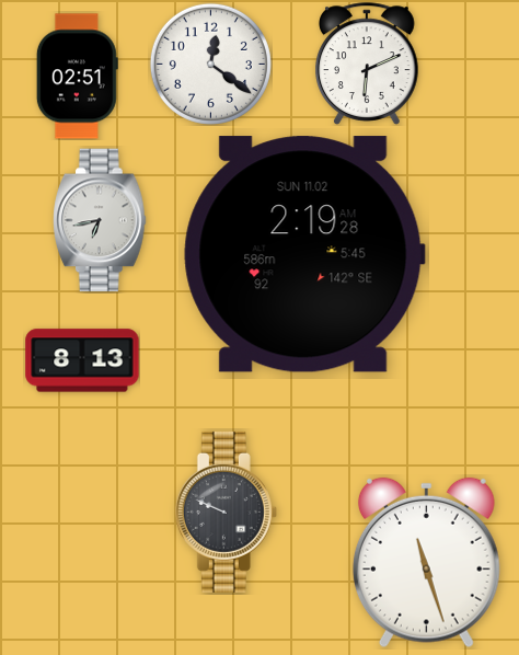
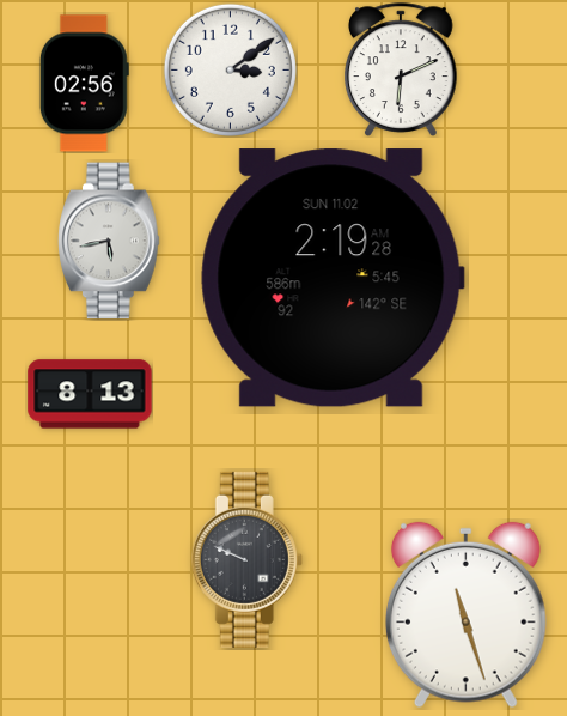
clock at (210, 64): 12:21 -> 3:09
clock at (77, 77): 02:51 -> 02:56
clock at (100, 220): 6:43 -> 5:43
